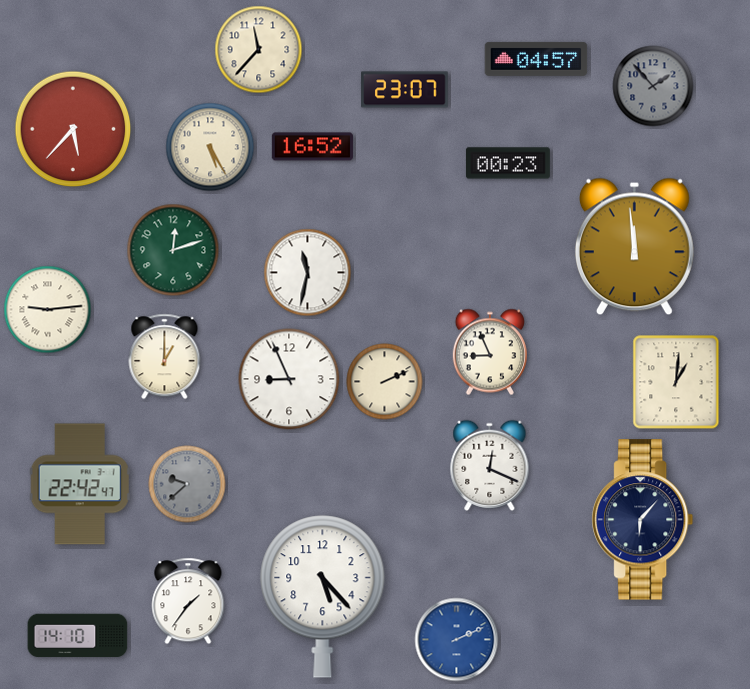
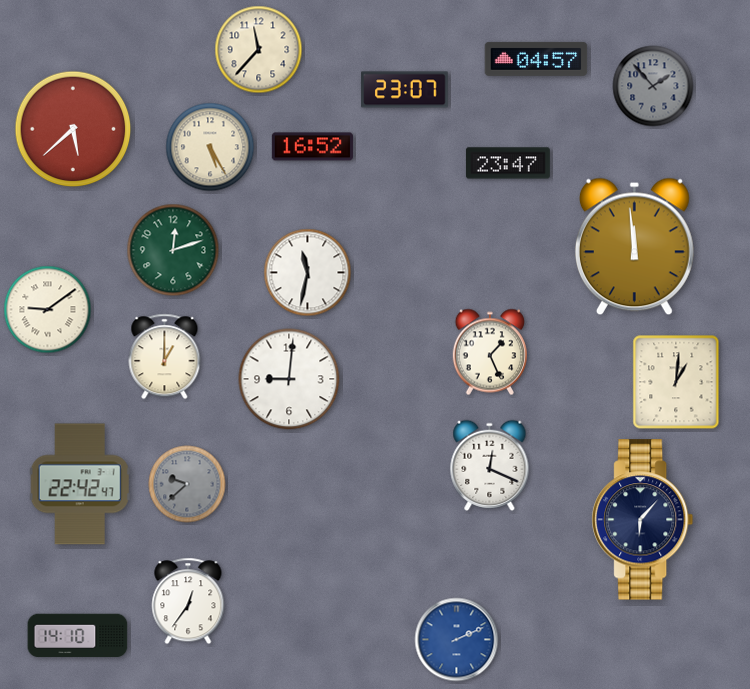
clock at (73, 129): 5:37 -> 5:38
clock at (508, 163): 00:23 -> 23:47
clock at (48, 310): 9:14 -> 9:09
clock at (490, 352): 8:56 -> 1:26
clock at (289, 379): 8:56 -> 9:01
clock at (385, 382): 2:11 -> none
clock at (323, 597): 5:23 -> none
clock at (188, 601): 1:36 -> 12:36
